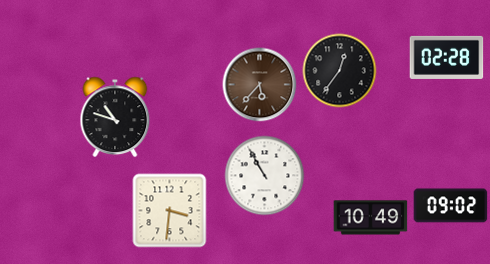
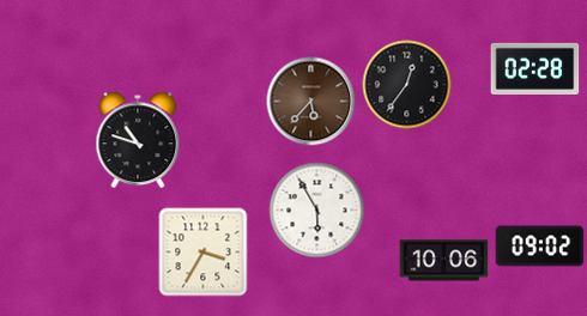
clock at (265, 176): 10:55 -> 5:55
clock at (170, 211): 3:31 -> 3:35
clock at (371, 218): 10:49 -> 10:06
